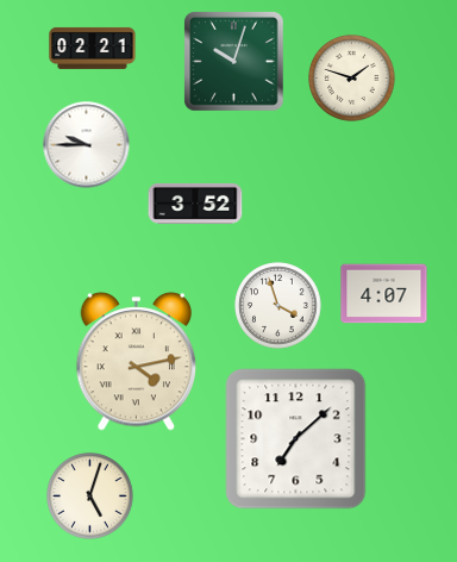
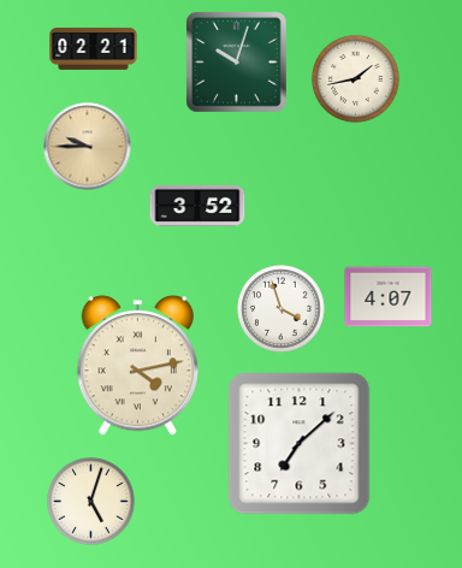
clock at (352, 79): 1:48 -> 1:43
clock at (87, 145) dial: white -> champagne
